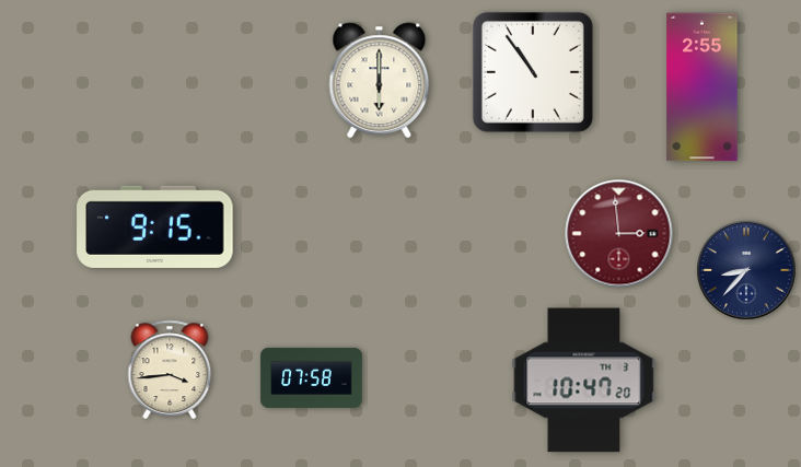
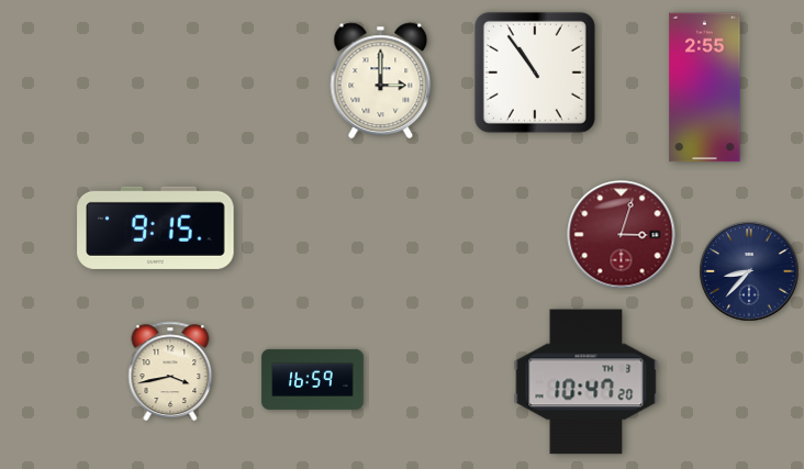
clock at (380, 81): 6:00 -> 3:00
clock at (619, 234): 2:59 -> 3:03
clock at (170, 369): 3:44 -> 3:43
clock at (312, 377): 07:58 -> 16:59
